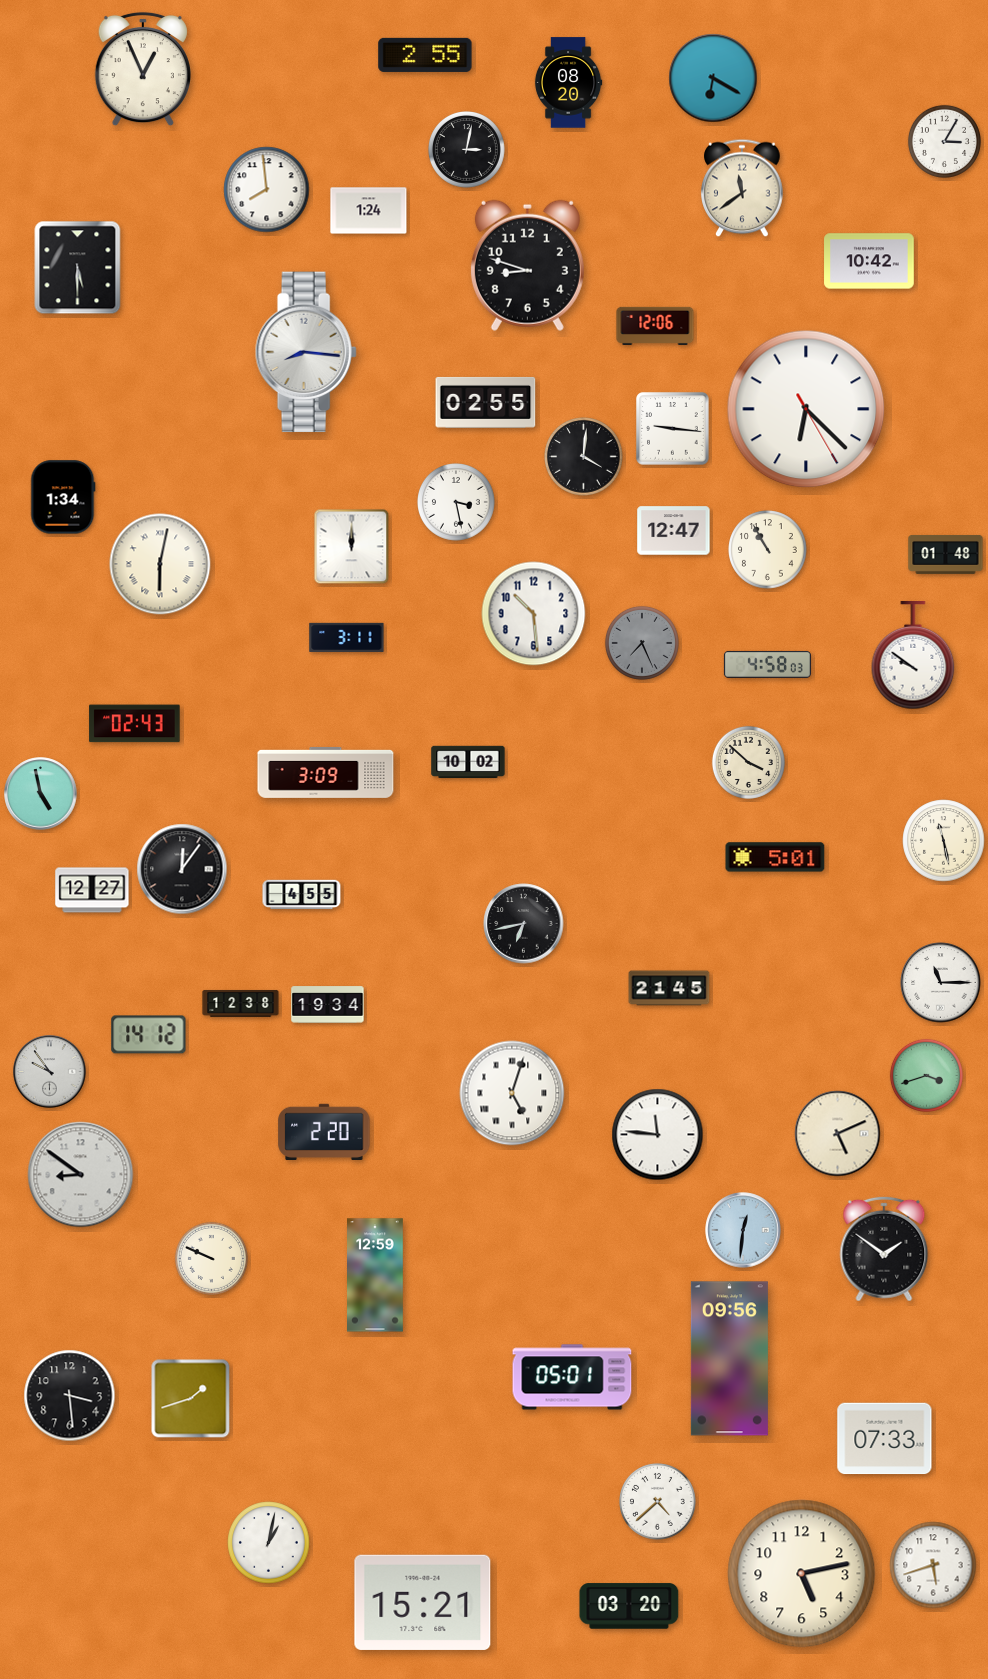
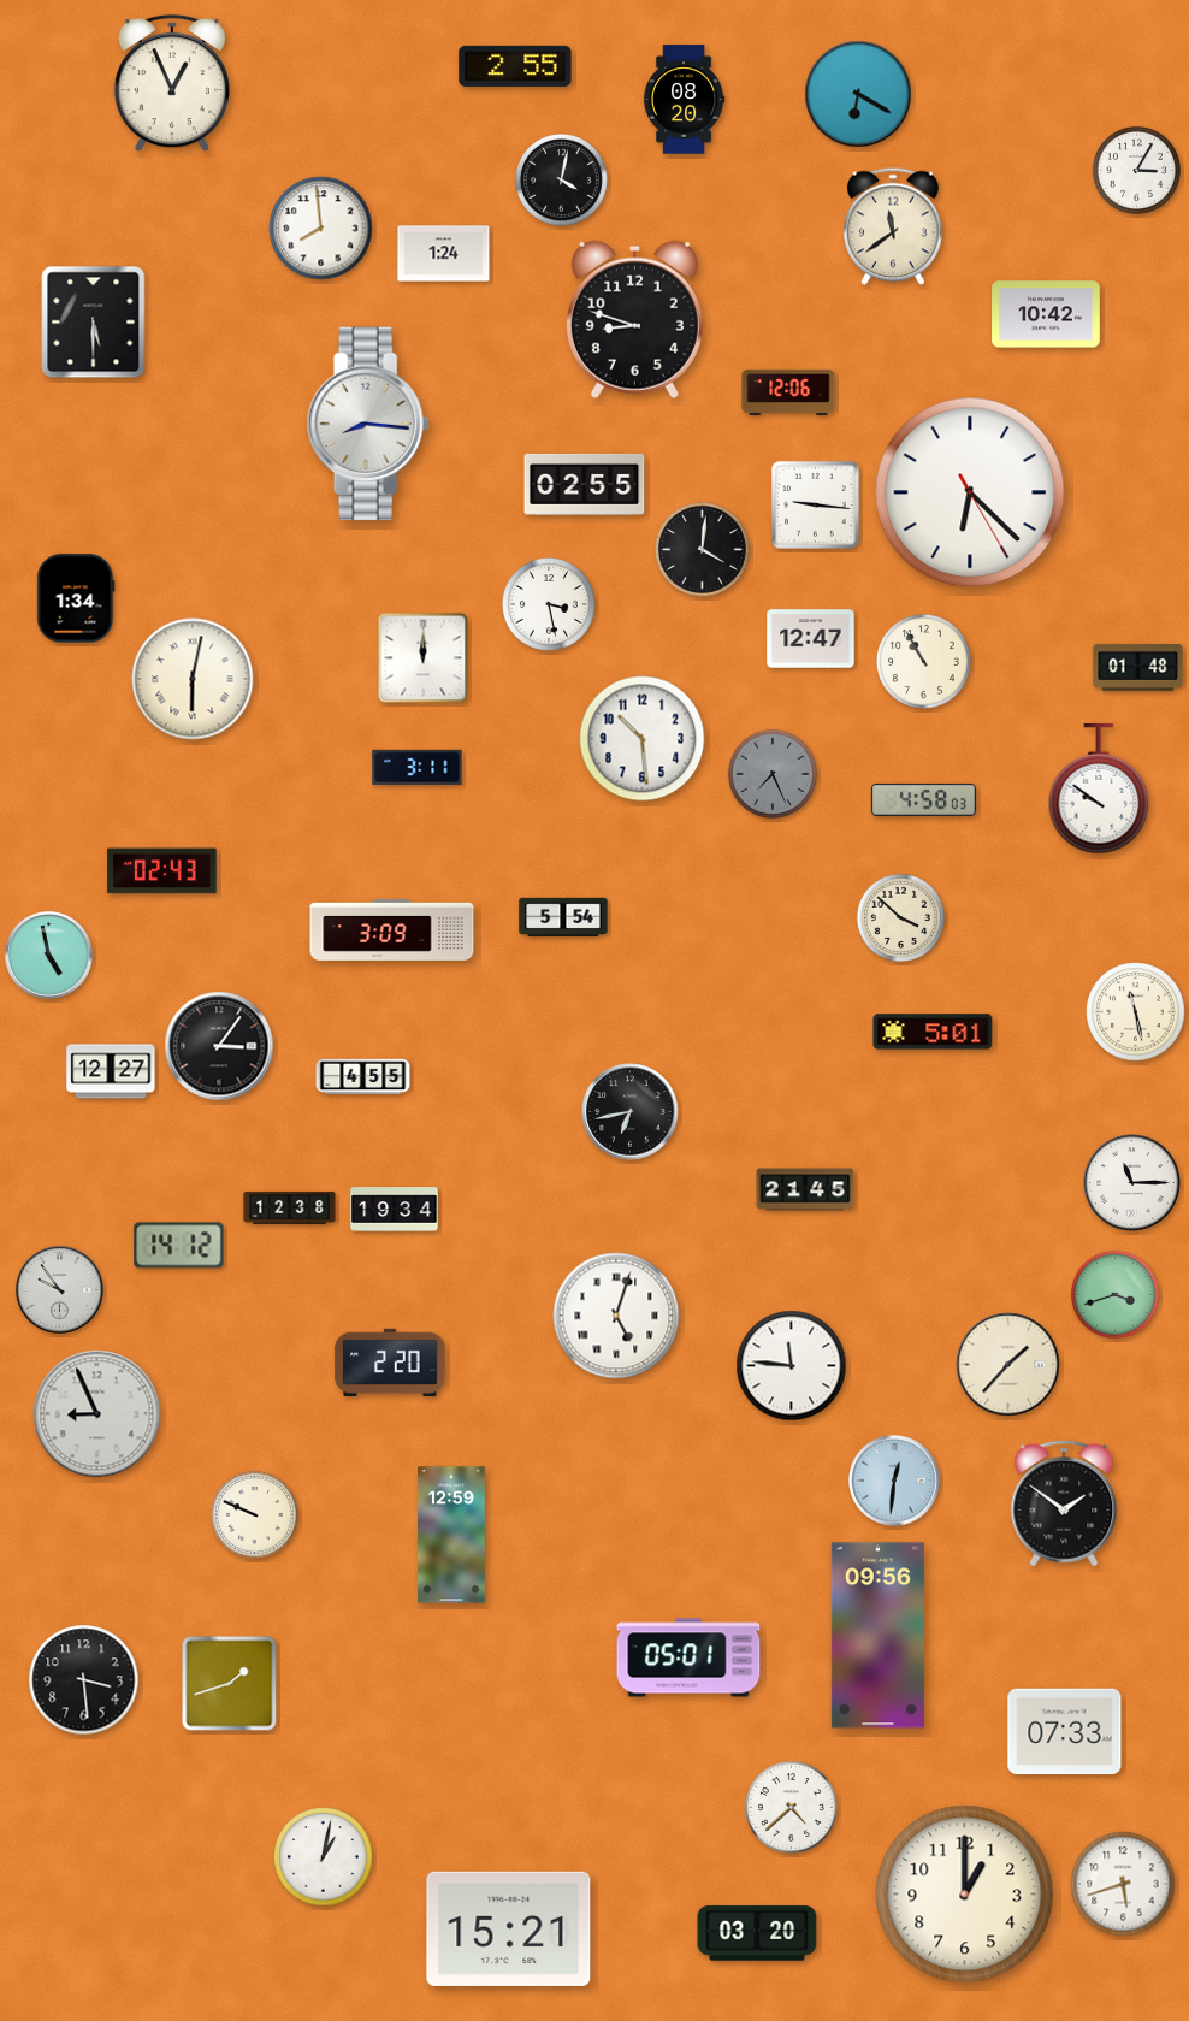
clock at (425, 55) position: (425, 55) -> (515, 66)
clock at (467, 150): 3:02 -> 4:02
clock at (673, 429) position: (673, 429) -> (816, 506)
clock at (468, 762): 10:02 -> 5:54
clock at (182, 869): 12:06 -> 3:06
clock at (838, 1134): 5:11 -> 1:37
clock at (81, 1175): 8:51 -> 8:56
clock at (802, 1574): 5:13 -> 1:00
